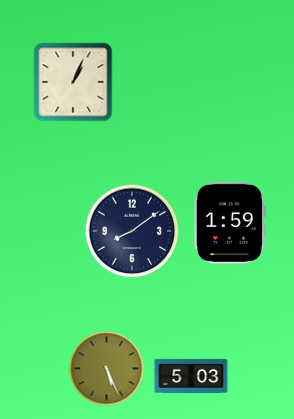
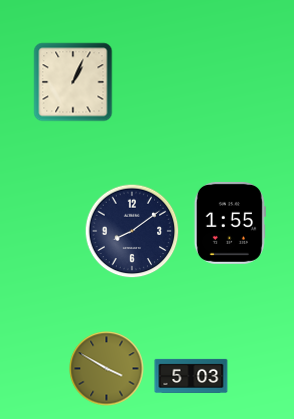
clock at (230, 223): 1:59 -> 1:55
clock at (107, 369): 5:26 -> 3:50
